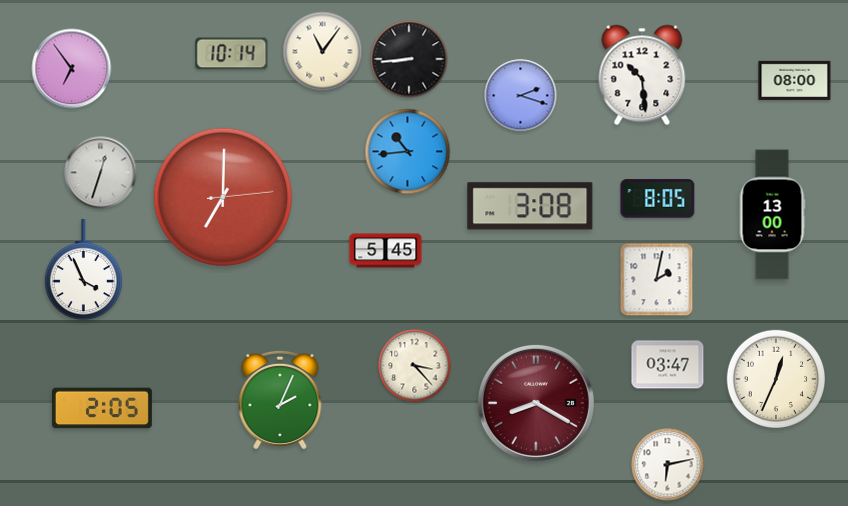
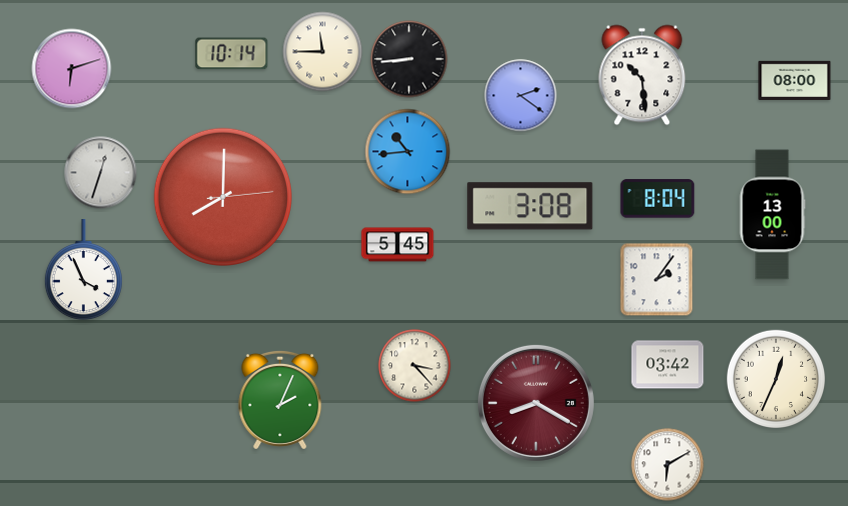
clock at (323, 52): 11:06 -> 11:45
clock at (72, 69): 6:54 -> 6:12
clock at (521, 96): 2:18 -> 2:21
clock at (222, 196): 7:00 -> 8:00
clock at (658, 199): 8:05 -> 8:04
clock at (386, 251) position: (386, 251) -> (398, 245)
clock at (657, 280): 2:02 -> 2:06
clock at (668, 365): 03:47 -> 03:42
clock at (102, 408): 2:05 -> none
clock at (668, 465): 6:13 -> 6:10
